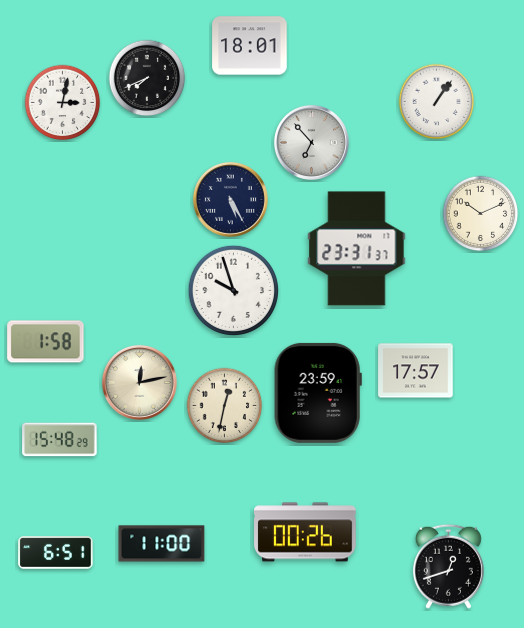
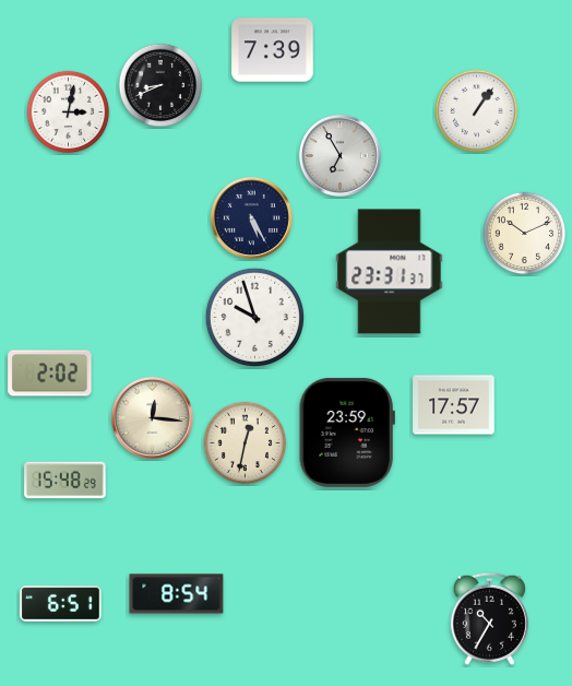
clock at (250, 46): 18:01 -> 7:39
clock at (147, 78): 7:41 -> 8:41
clock at (311, 142): 6:53 -> 6:55
clock at (46, 342): 1:58 -> 2:02
clock at (139, 382): 12:13 -> 12:16
clock at (318, 393) position: (318, 393) -> (347, 433)
clock at (305, 532): 00:26 -> none
clock at (162, 544): 11:00 -> 8:54
clock at (448, 566): 12:42 -> 10:35
